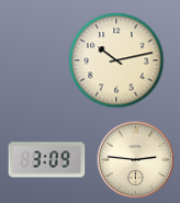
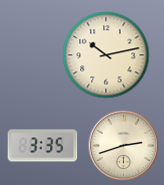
clock at (47, 160): 3:09 -> 3:35
clock at (136, 160): 2:46 -> 2:42
